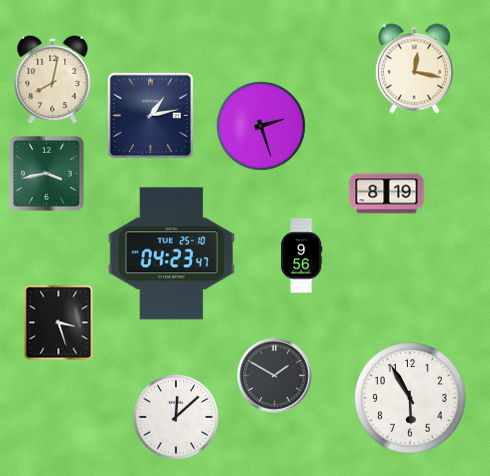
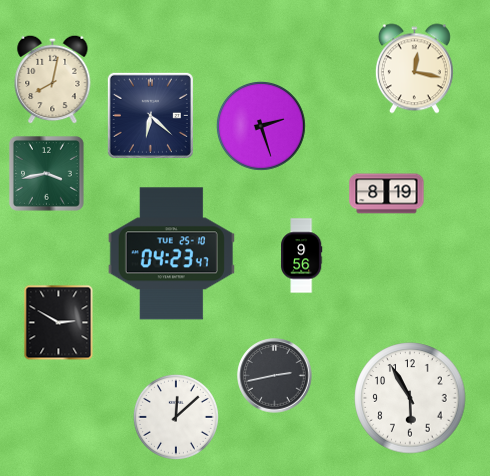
clock at (150, 115): 1:13 -> 6:22
clock at (59, 323): 3:27 -> 2:50
clock at (275, 376): 1:50 -> 2:43
